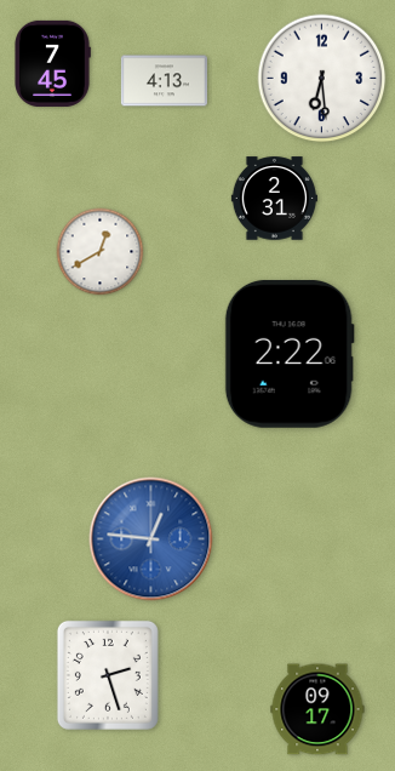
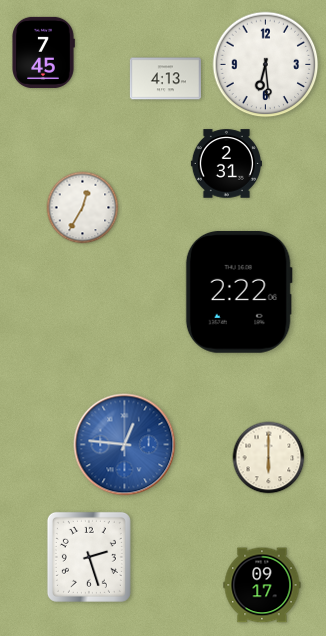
clock at (164, 81) position: (164, 81) -> (165, 79)
clock at (101, 252): 12:40 -> 12:35
clock at (269, 458): none -> 6:00
